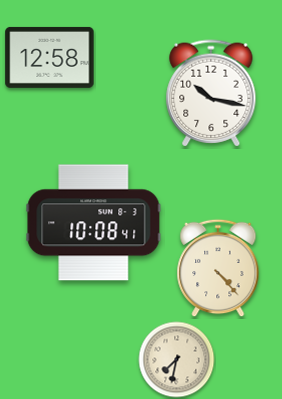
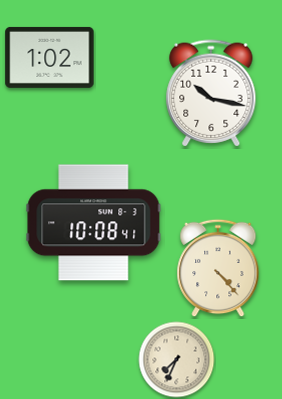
clock at (50, 57): 12:58 -> 1:02
clock at (177, 360): 7:32 -> 7:34
